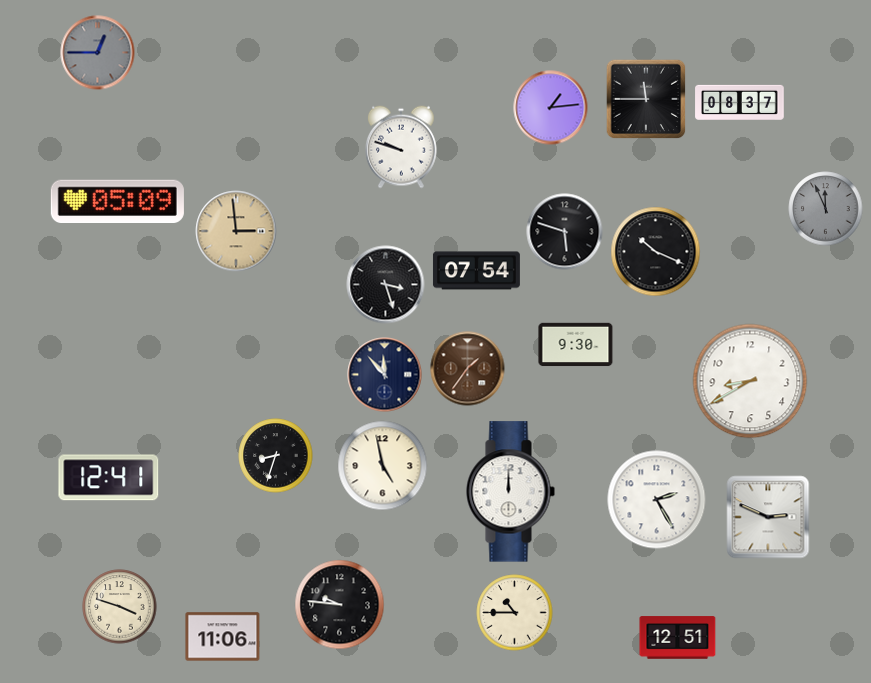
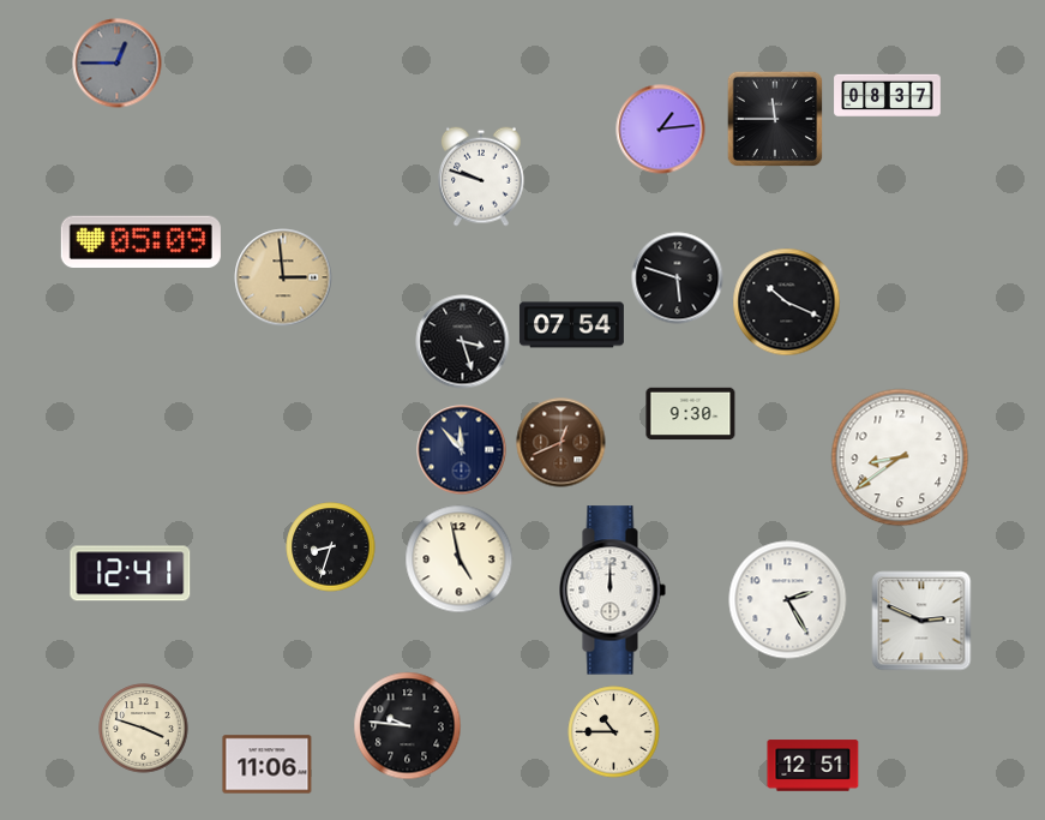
clock at (740, 102) position: (740, 102) -> (888, 95)
clock at (826, 209): 11:56 -> none
clock at (468, 369): 1:36 -> 12:41
clock at (750, 381): 8:40 -> 8:39
clock at (515, 613) position: (515, 613) -> (614, 732)
